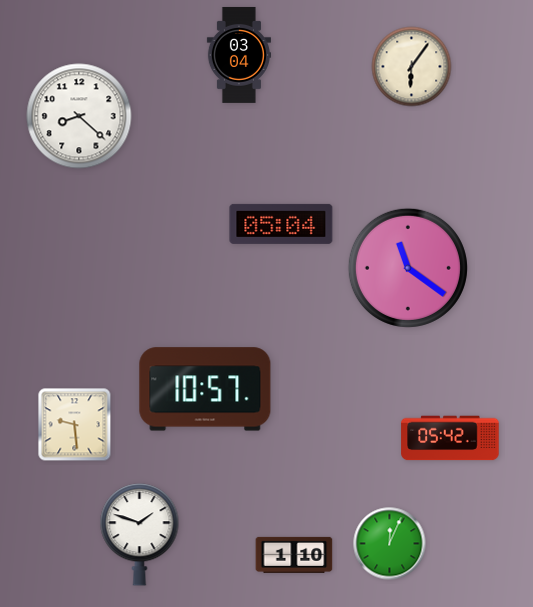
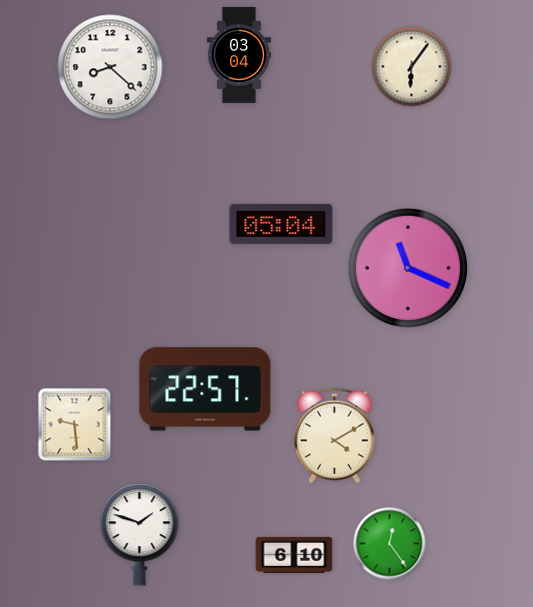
clock at (79, 116) position: (79, 116) -> (110, 67)
clock at (408, 268): 11:21 -> 11:19
clock at (205, 389): 10:57 -> 22:57
clock at (334, 436): none -> 4:10
clock at (450, 438): 05:42 -> none
clock at (390, 544): 12:04 -> 12:24
clock at (294, 555): 1:10 -> 6:10
